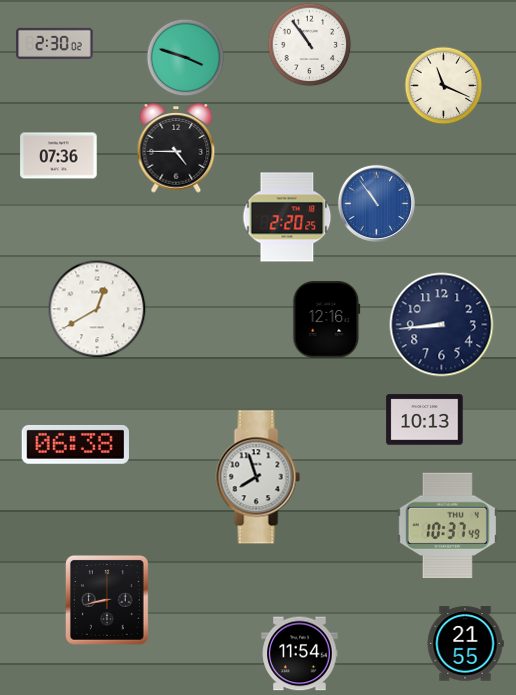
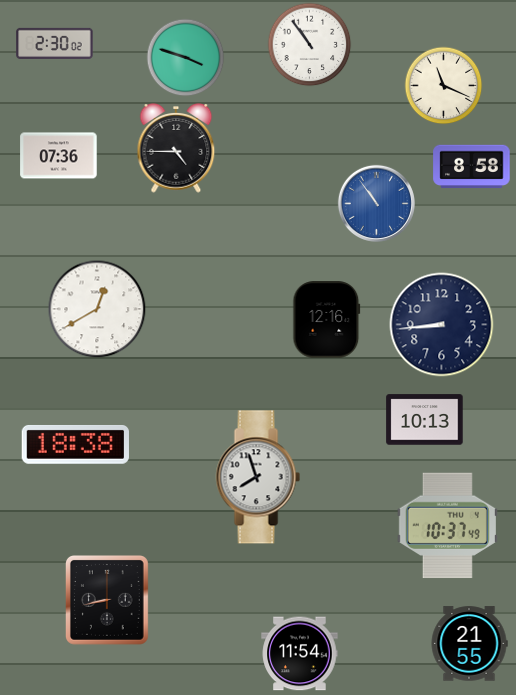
clock at (472, 167): none -> 8:58
clock at (287, 217): 2:20 -> none
clock at (75, 444): 06:38 -> 18:38
clock at (465, 644) position: (465, 644) -> (469, 644)
